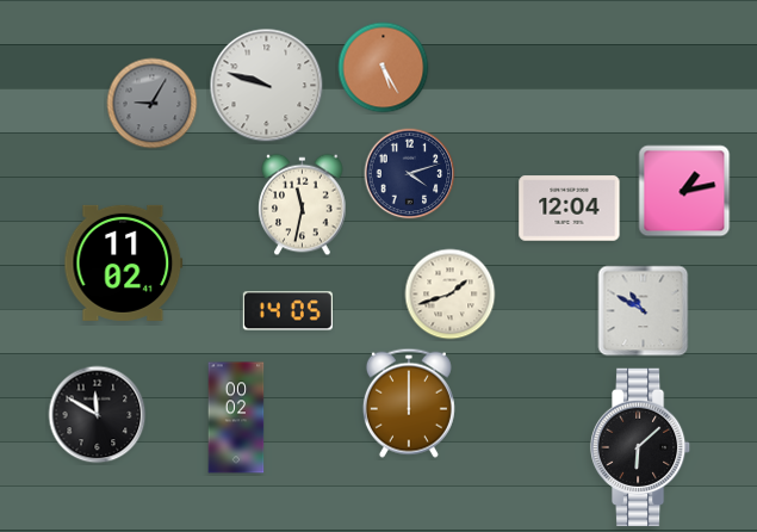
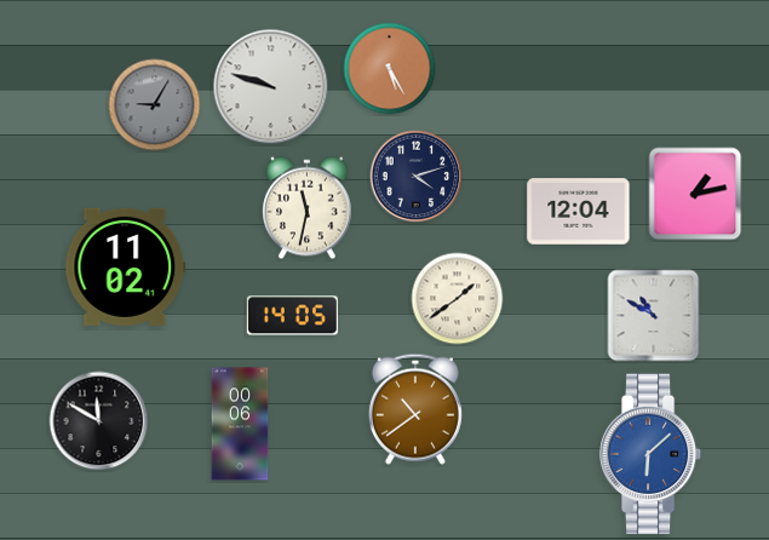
clock at (451, 295): 1:42 -> 1:39
clock at (409, 403): 12:00 -> 10:39
clock at (236, 417): 00:02 -> 00:06
clock at (640, 447) dial: black -> blue
